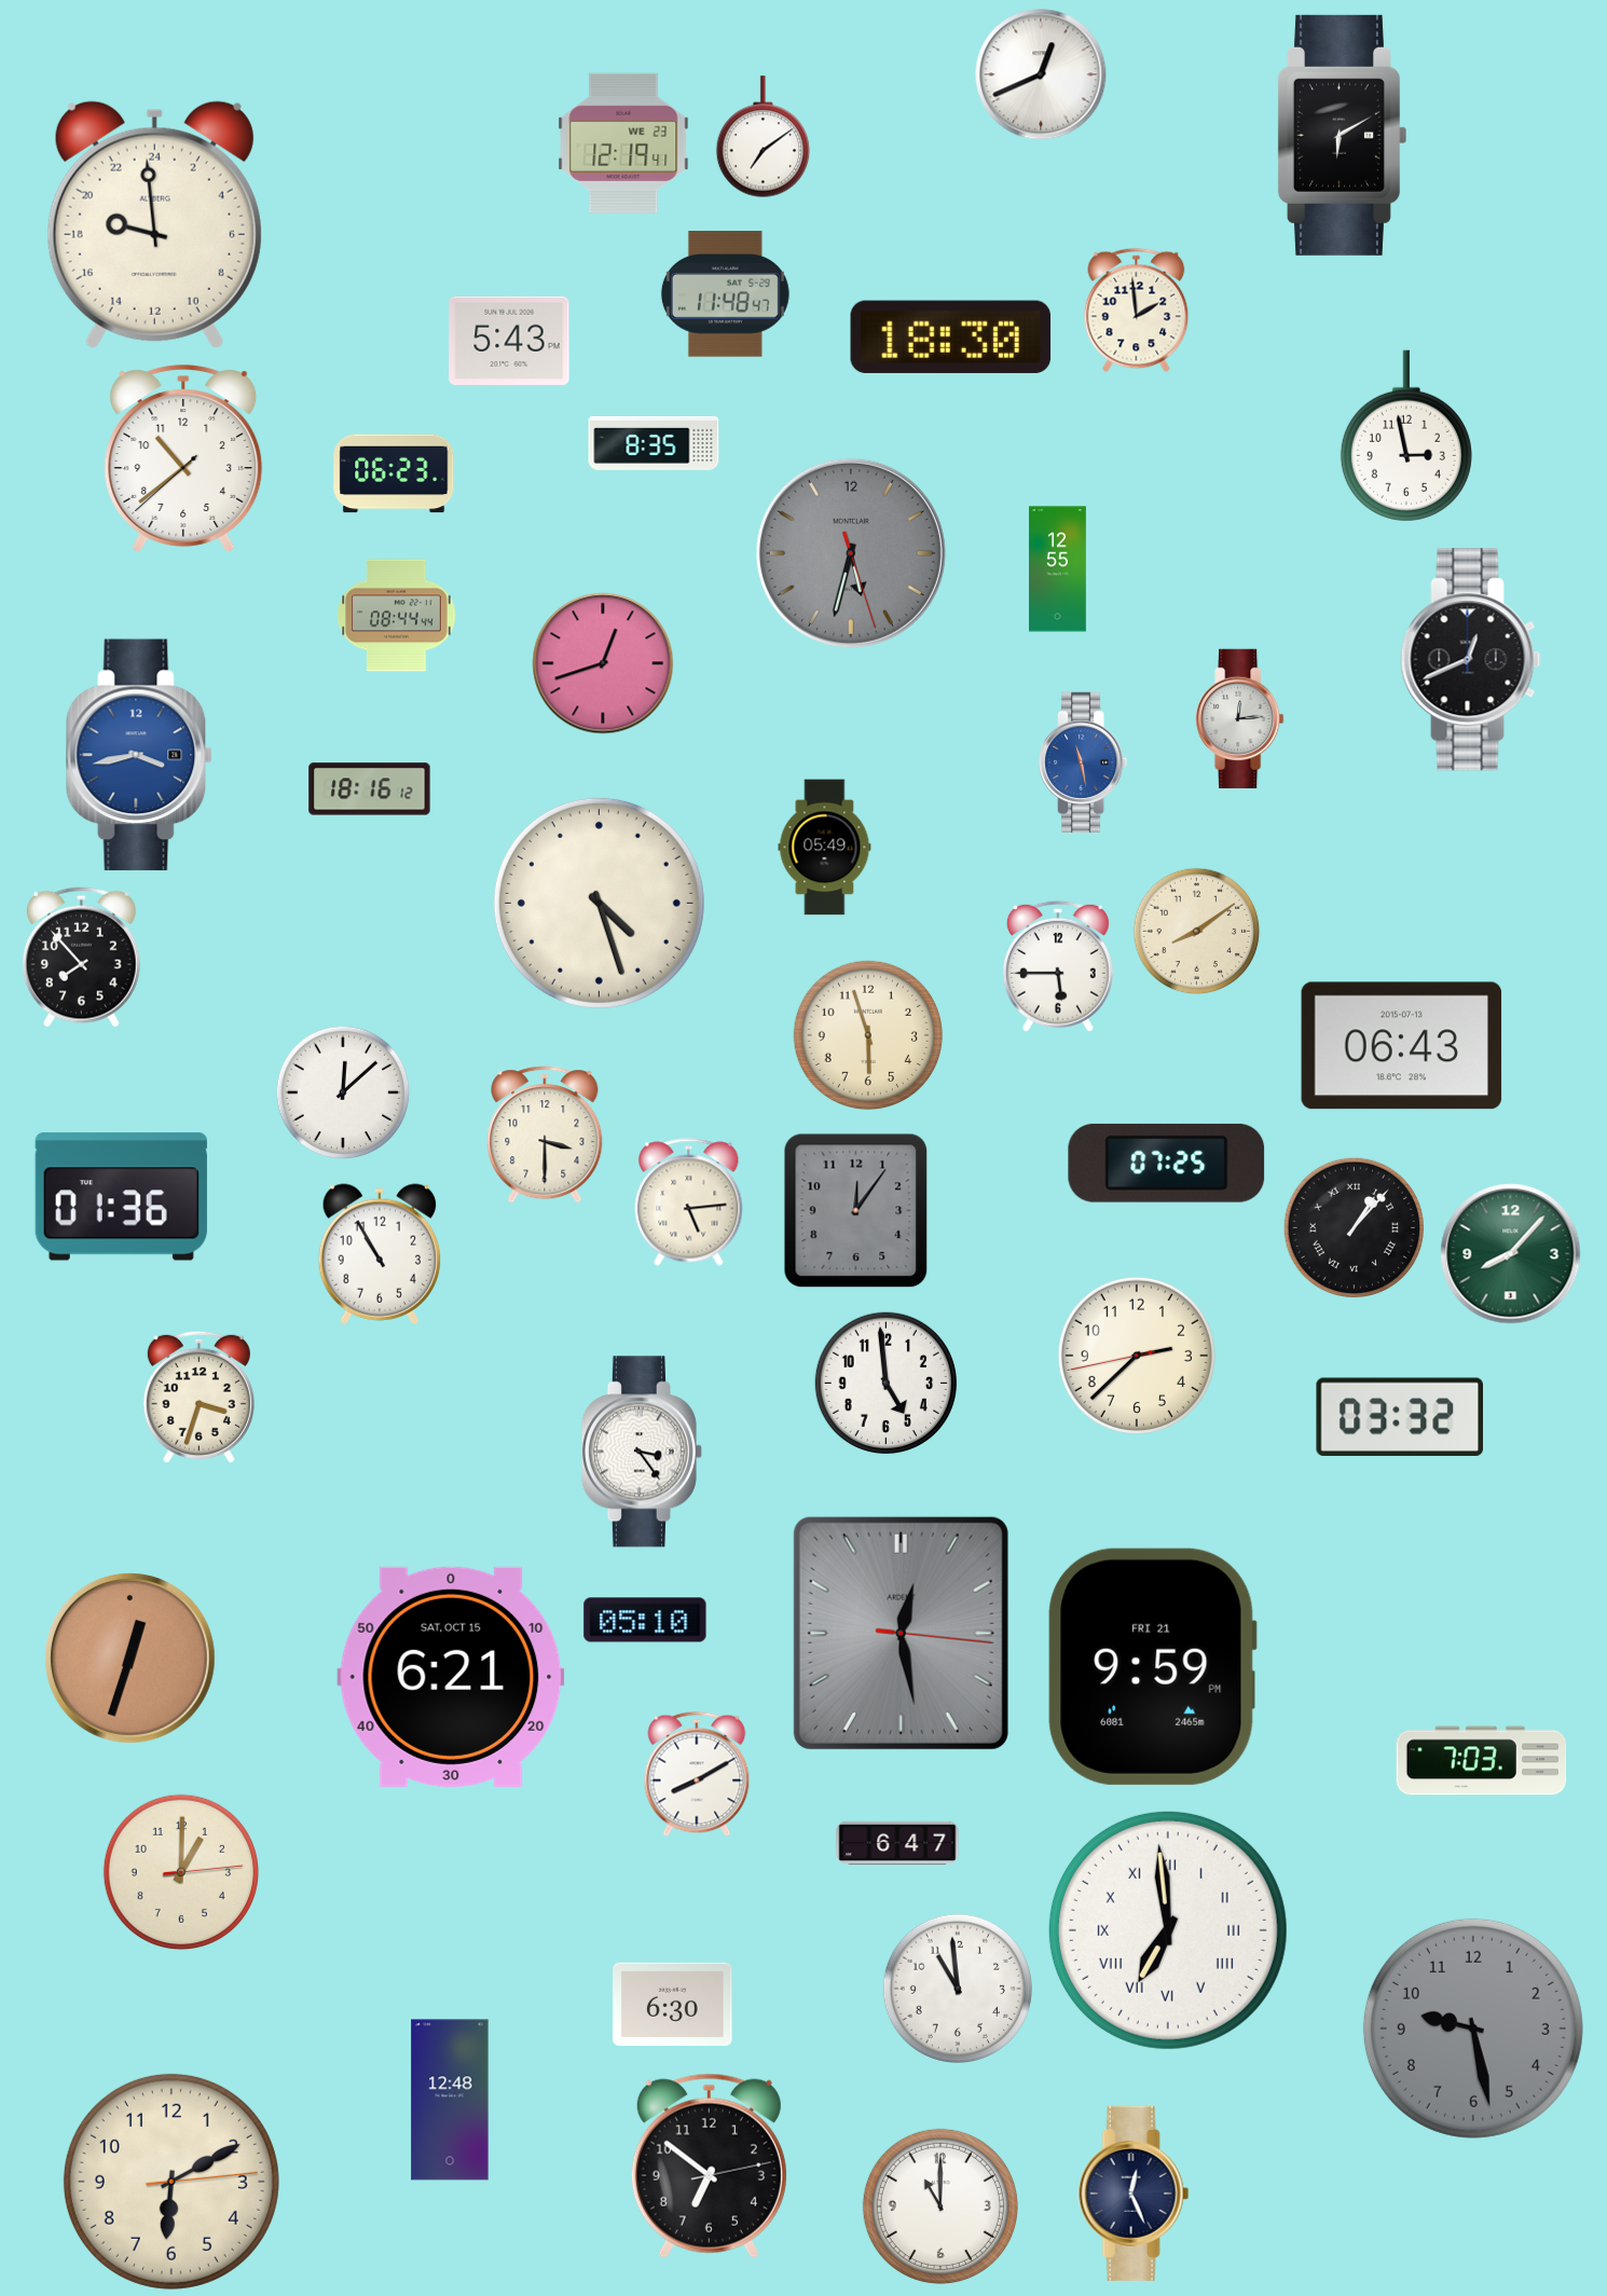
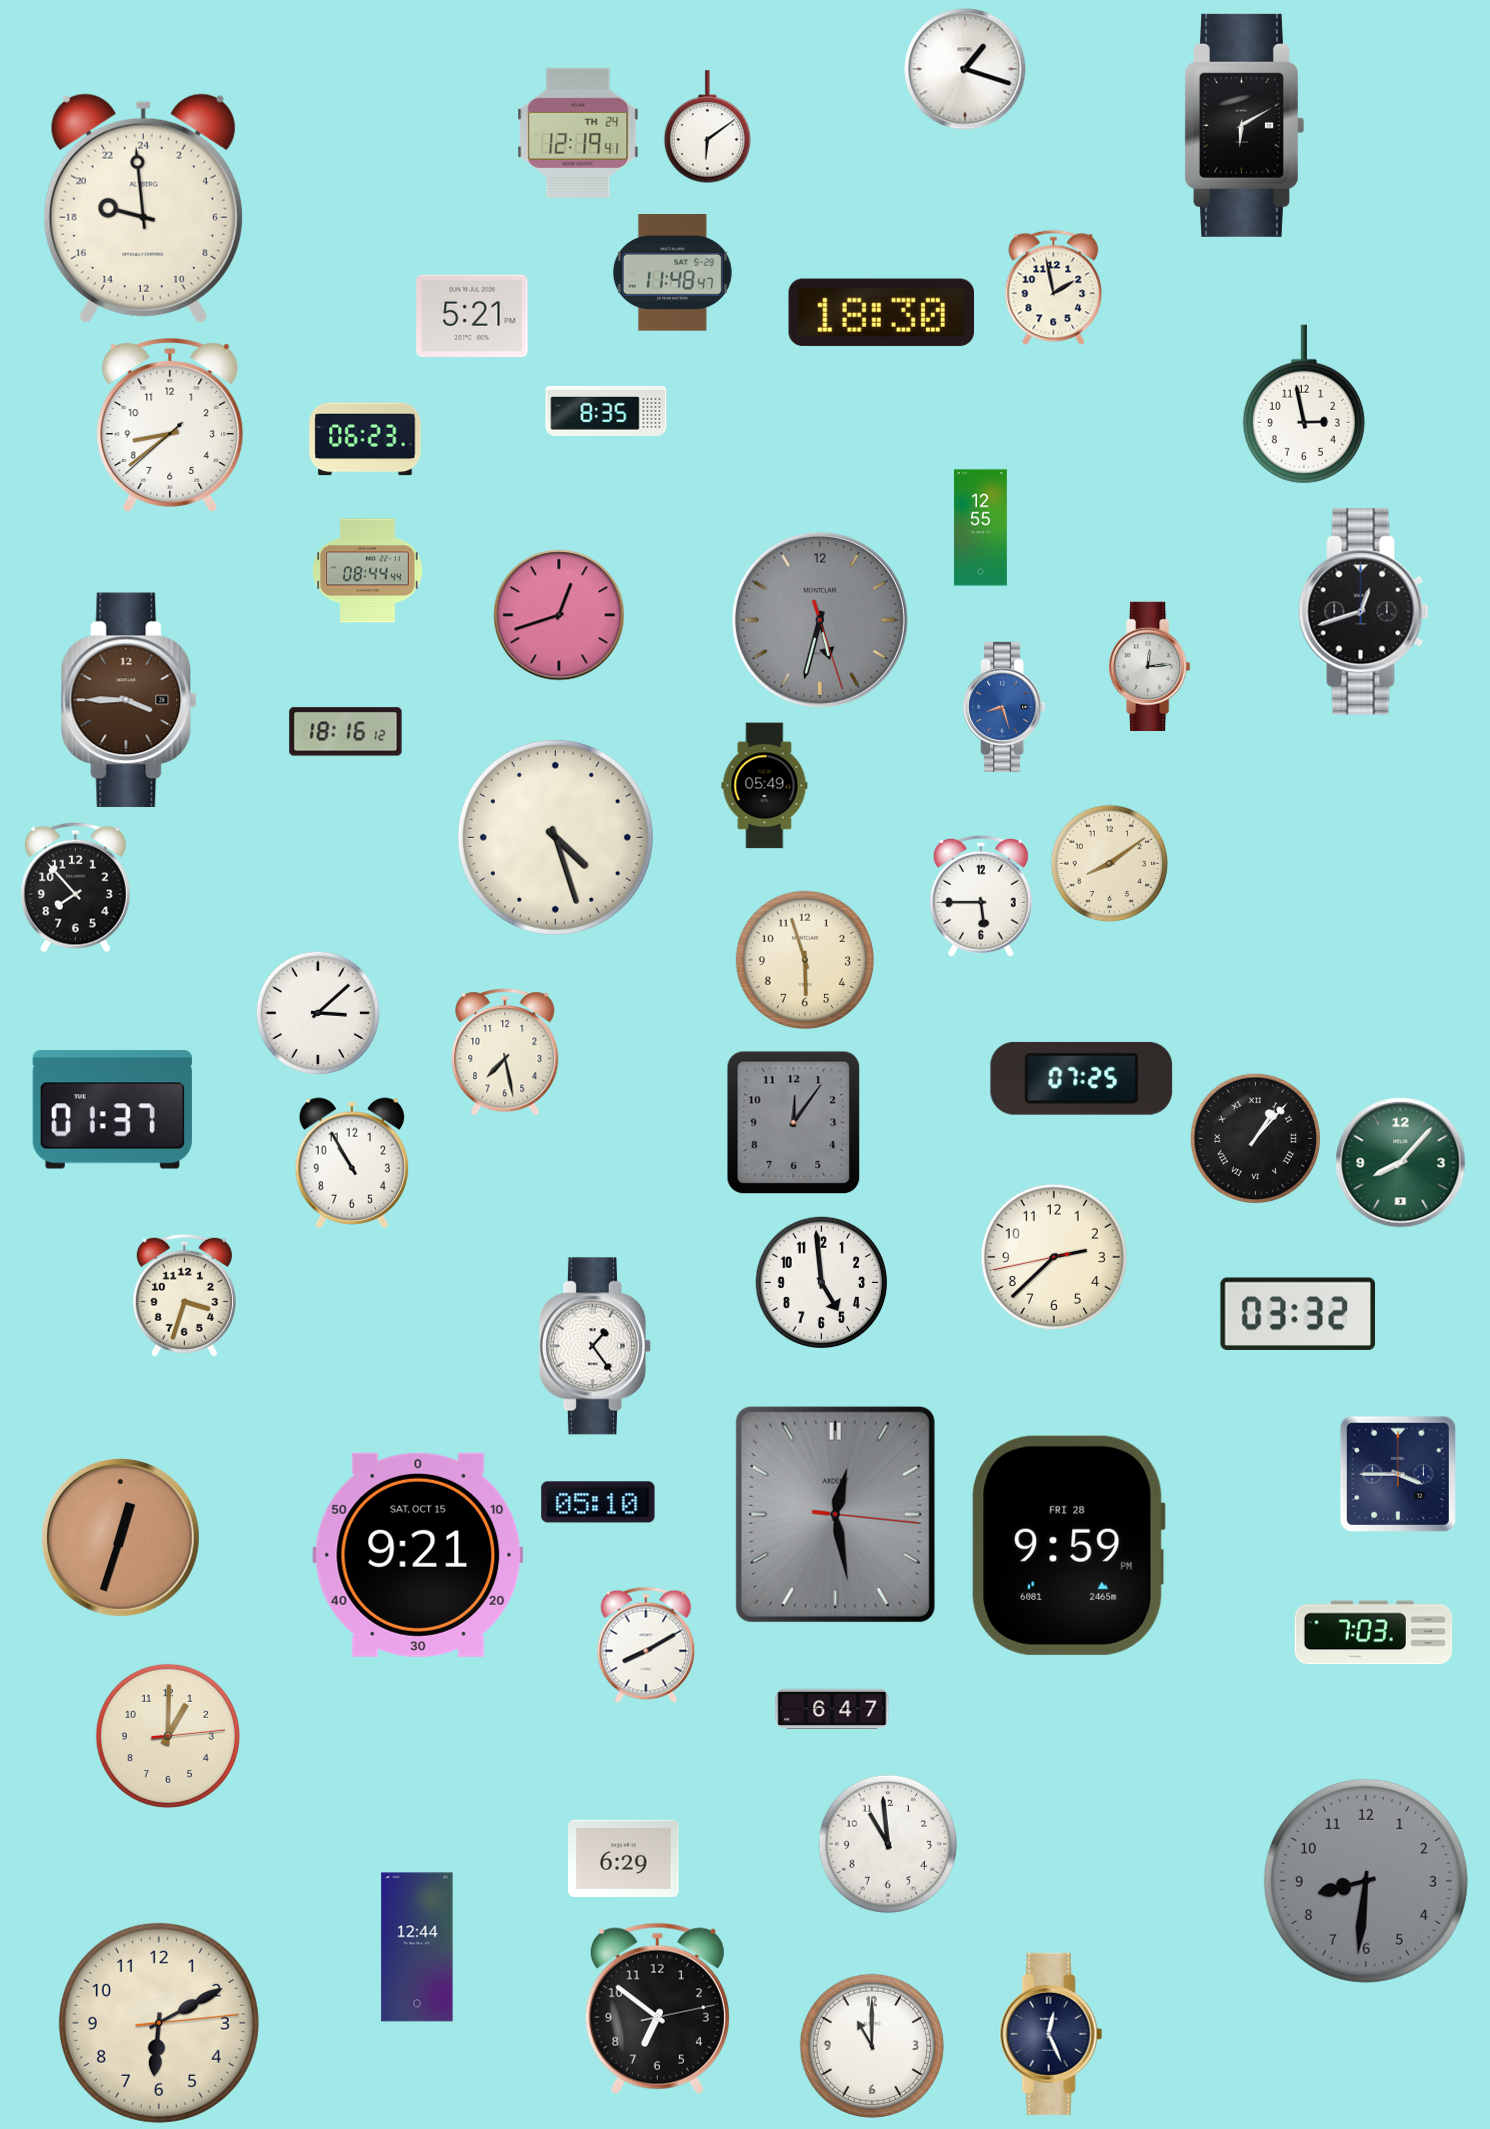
clock at (1041, 74): 12:41 -> 1:18
clock at (764, 137): 7:09 -> 6:09
clock at (623, 143) date: WE 23 -> TH 24
clock at (1137, 311): 1:59 -> 1:58
clock at (509, 341): 5:43 -> 5:21
clock at (183, 458): 10:38 -> 8:38
clock at (851, 553) position: (851, 553) -> (820, 620)
clock at (1471, 660): 12:41 -> 12:42
clock at (139, 755): 3:43 -> 3:45
clock at (139, 755) dial: blue -> brown
clock at (1083, 762): 11:28 -> 8:27
clock at (370, 789) position: (370, 789) -> (346, 732)
clock at (1402, 1046): 06:43 -> none
clock at (343, 1092): 12:08 -> 3:08
clock at (545, 1135): 3:30 -> 7:28
clock at (121, 1197): 01:36 -> 01:37
clock at (689, 1202): 5:14 -> none
clock at (642, 1452): 3:24 -> 1:24
clock at (1398, 1474): none -> 3:45
clock at (1152, 1666) date: FRI 21 -> FRI 28
clock at (451, 1677): 6:21 -> 9:21
clock at (1168, 1930): 6:59 -> none
clock at (673, 2004): 6:30 -> 6:29
clock at (1473, 2029): 9:28 -> 8:31
clock at (450, 2100): 12:48 -> 12:44
